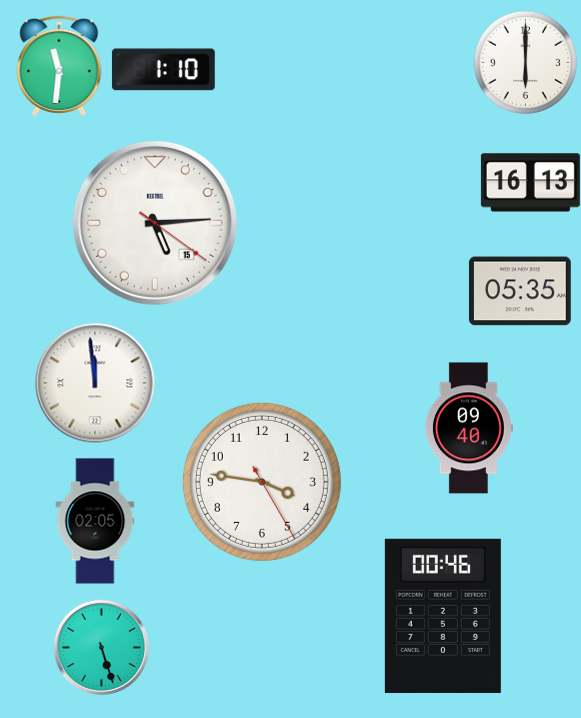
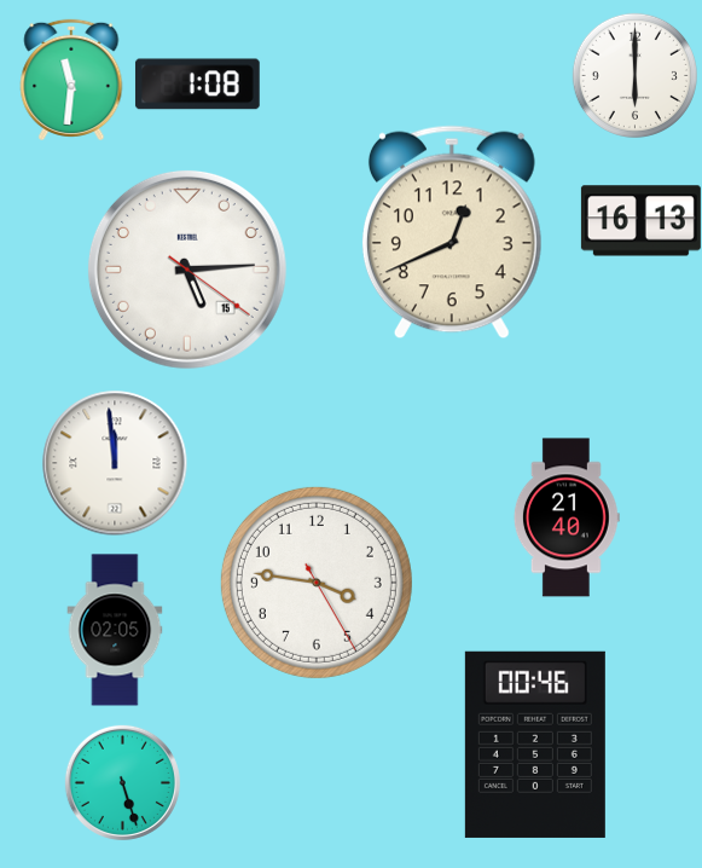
clock at (163, 70): 1:10 -> 1:08
clock at (452, 232): none -> 12:41
clock at (520, 291): 05:35 -> none
clock at (469, 428): 09:40 -> 21:40
